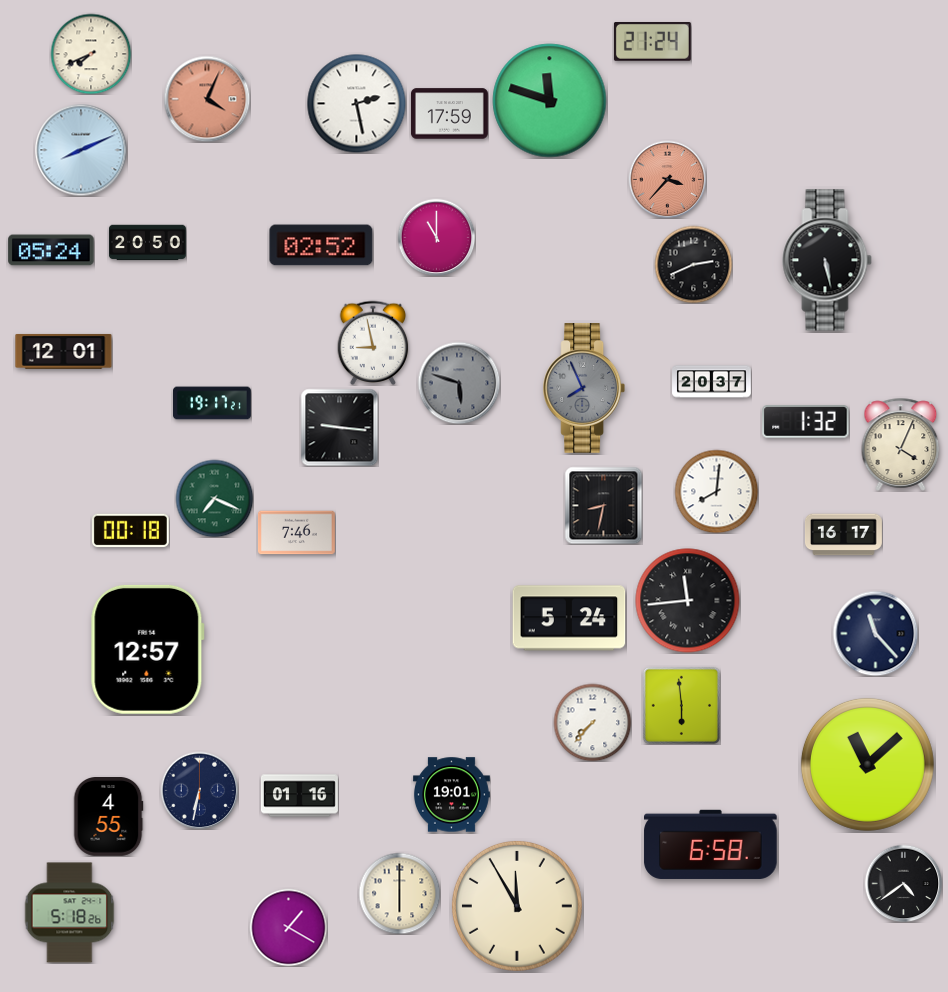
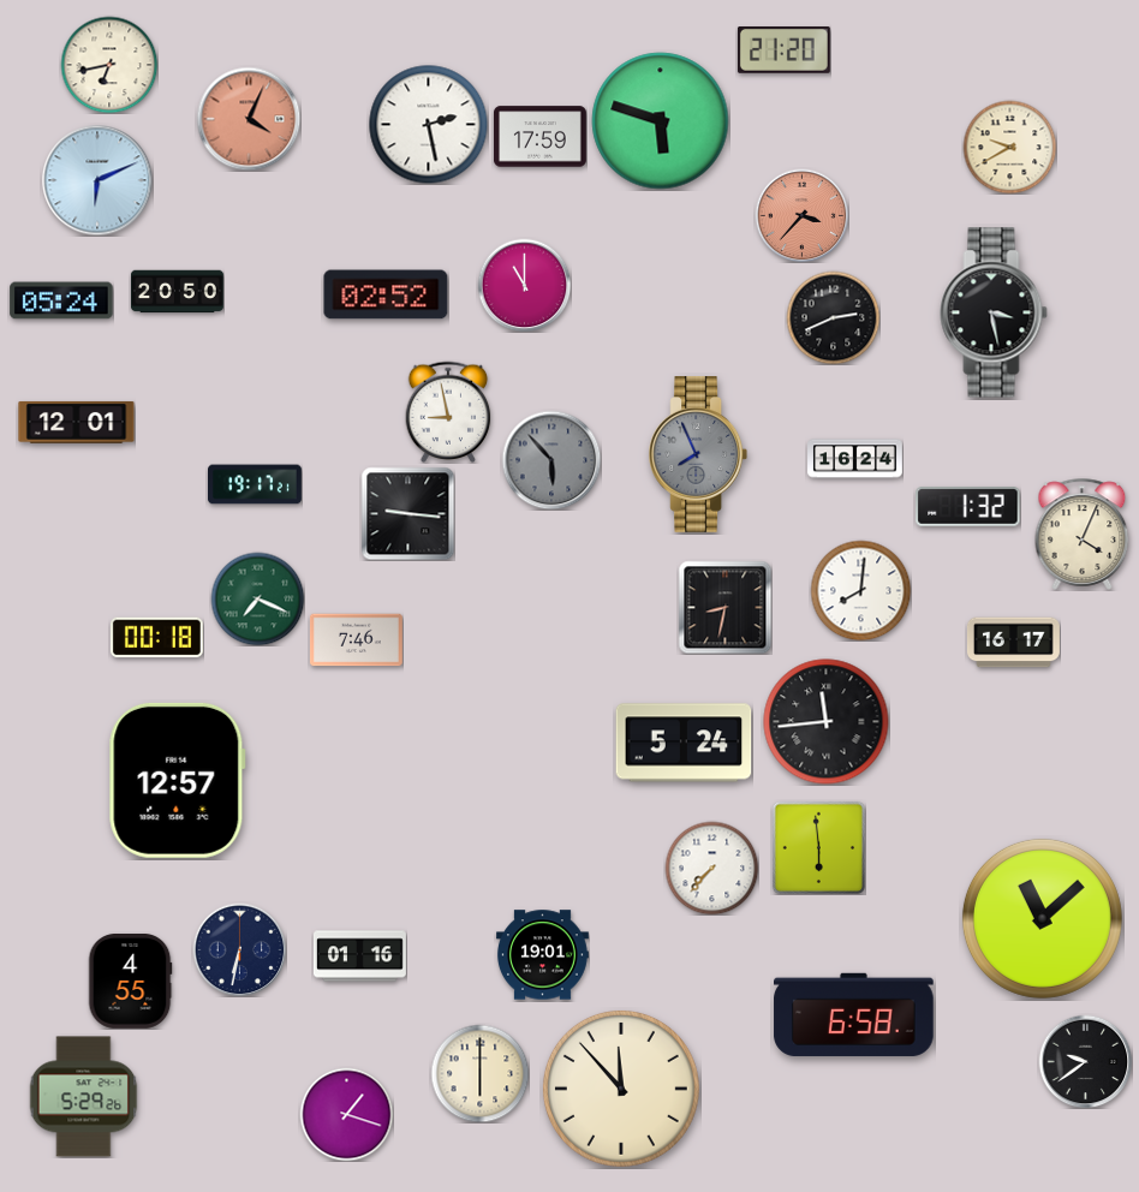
clock at (652, 42): 21:24 -> 21:20
clock at (91, 54): 7:41 -> 6:43
clock at (550, 101): 11:48 -> 5:48
clock at (1009, 147): none -> 9:40
clock at (81, 150): 8:11 -> 6:11
clock at (827, 260): 5:28 -> 3:28
clock at (712, 382): 20:37 -> 16:24
clock at (459, 383): 5:48 -> 5:53
clock at (583, 389) position: (583, 389) -> (697, 455)
clock at (875, 633): 11:23 -> none
clock at (903, 883): 4:39 -> 9:39
clock at (517, 906): 11:55 -> 11:53
clock at (70, 913): 5:18 -> 5:29
clock at (288, 927): 1:20 -> 1:18
